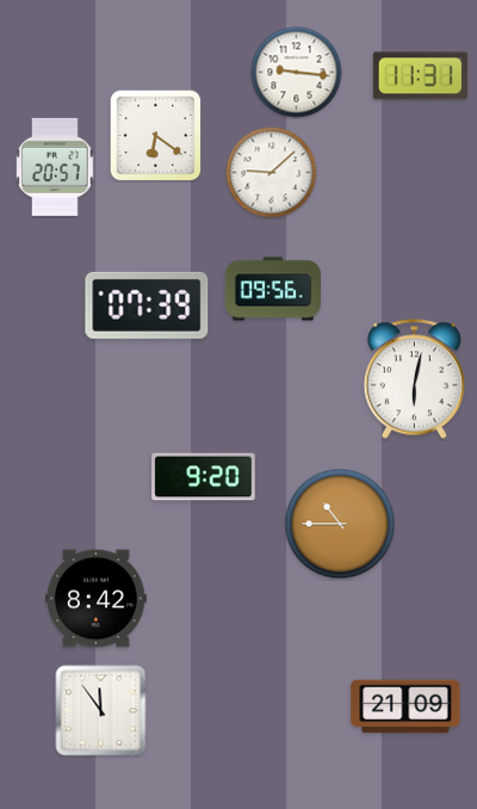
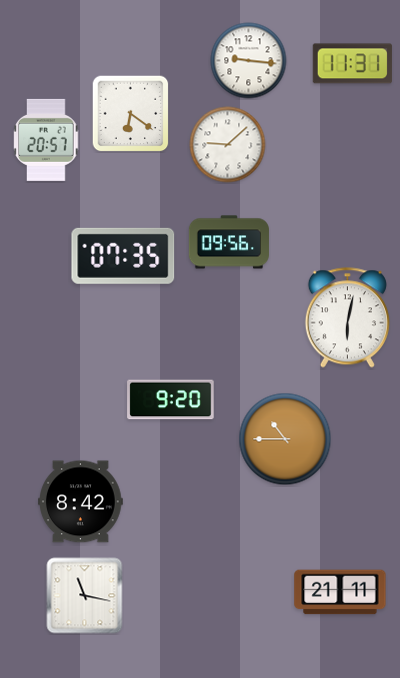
clock at (147, 305): 07:39 -> 07:35
clock at (405, 706): 21:09 -> 21:11
clock at (101, 711): 11:54 -> 11:17
